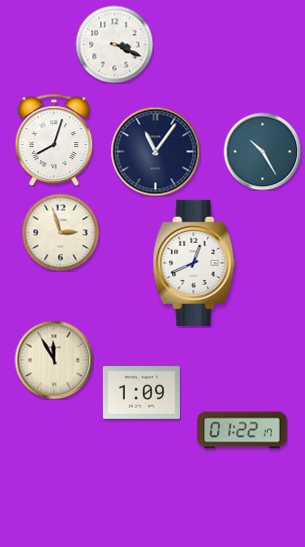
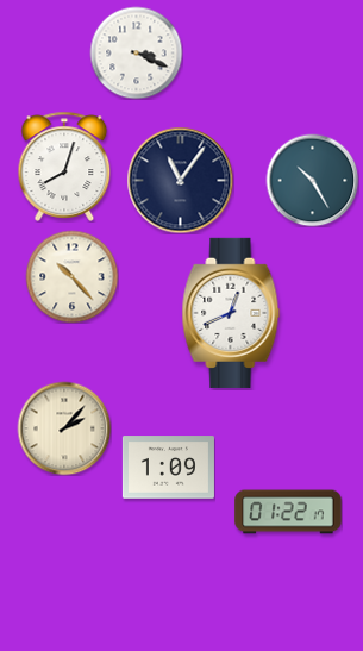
clock at (155, 151) position: (155, 151) -> (180, 180)
clock at (60, 232): 2:57 -> 10:23
clock at (54, 360): 11:55 -> 2:07
